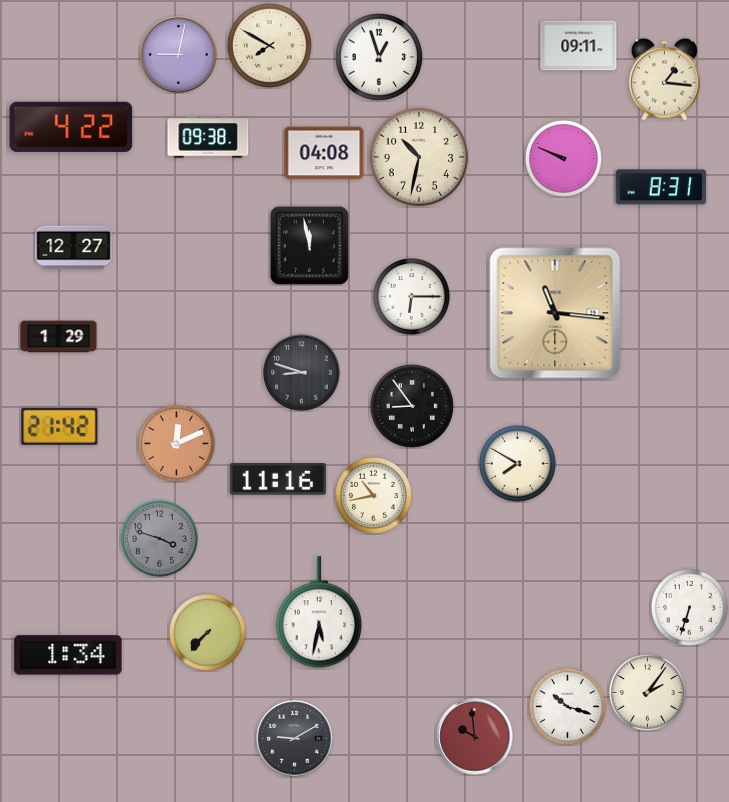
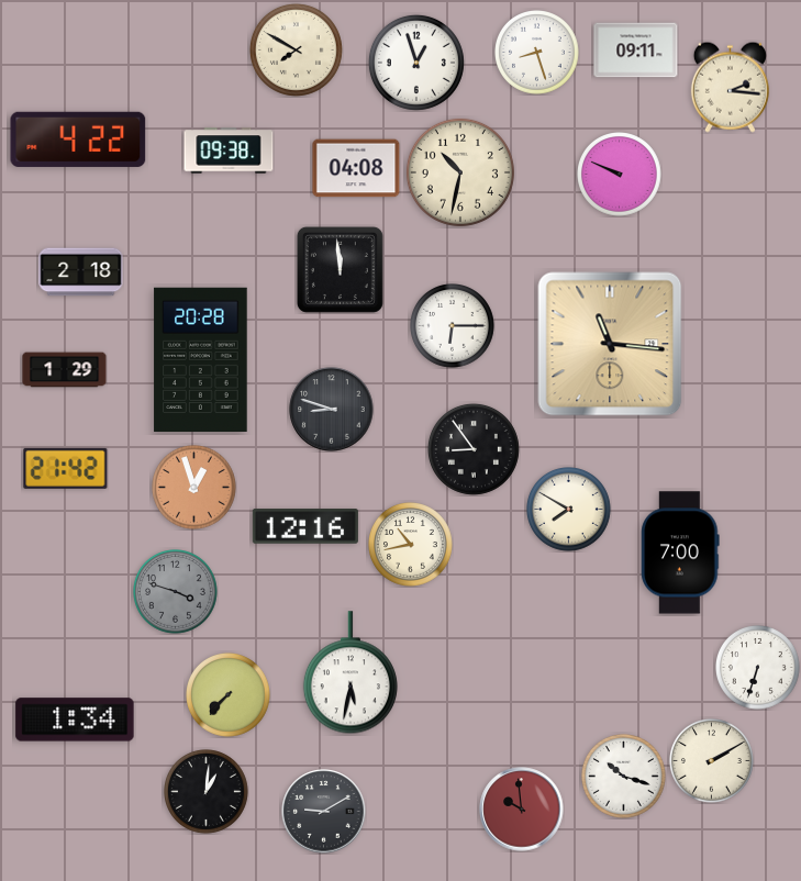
clock at (537, 53): none -> 8:27
clock at (179, 55): 9:02 -> none
clock at (664, 79): 1:16 -> 2:16
clock at (661, 187): 8:31 -> none
clock at (309, 245): 11:58 -> 11:59
clock at (74, 248): 12:27 -> 2:18
clock at (201, 360): none -> 20:28
clock at (412, 406) position: (412, 406) -> (474, 449)
clock at (177, 444): 12:11 -> 12:57
clock at (278, 480): 11:16 -> 12:16
clock at (680, 553): none -> 7:00
clock at (648, 693): 2:06 -> 2:10
clock at (207, 792): none -> 1:01
